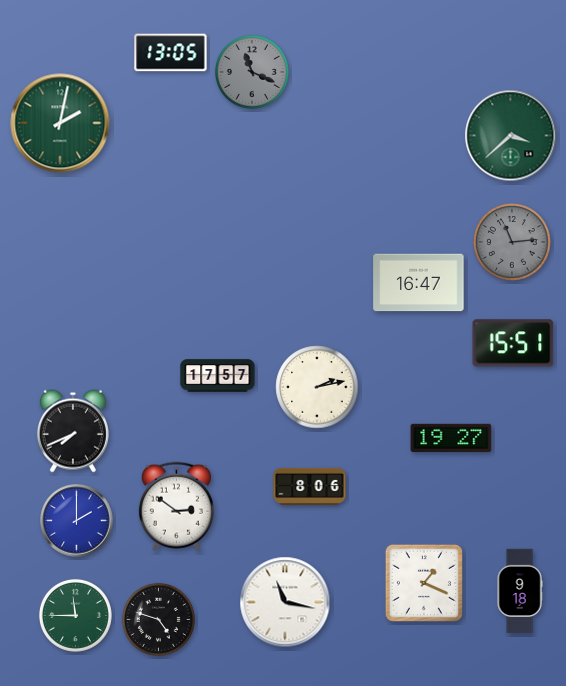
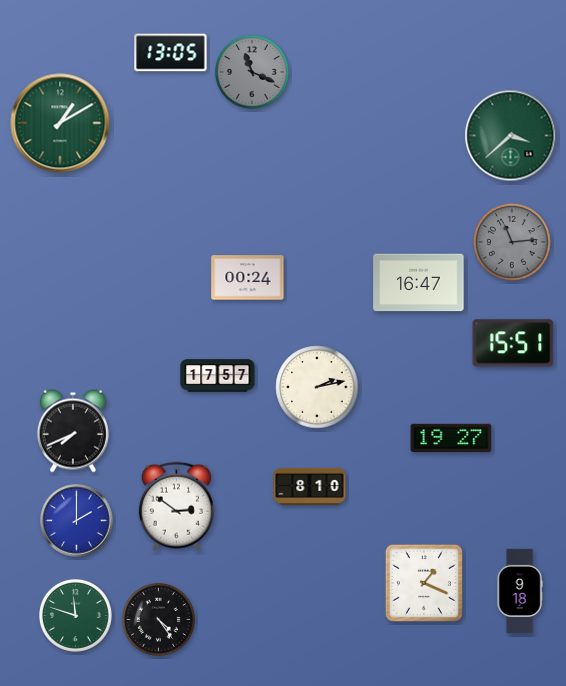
clock at (60, 123): 2:02 -> 1:10
clock at (248, 278): none -> 00:24
clock at (310, 486): 8:06 -> 8:10
clock at (285, 602): 11:17 -> none
clock at (75, 615): 11:45 -> 11:48
clock at (158, 619): 4:48 -> 4:24
